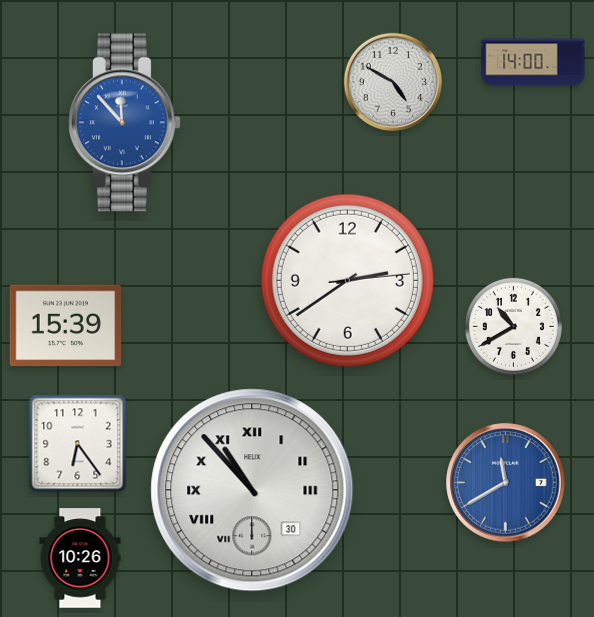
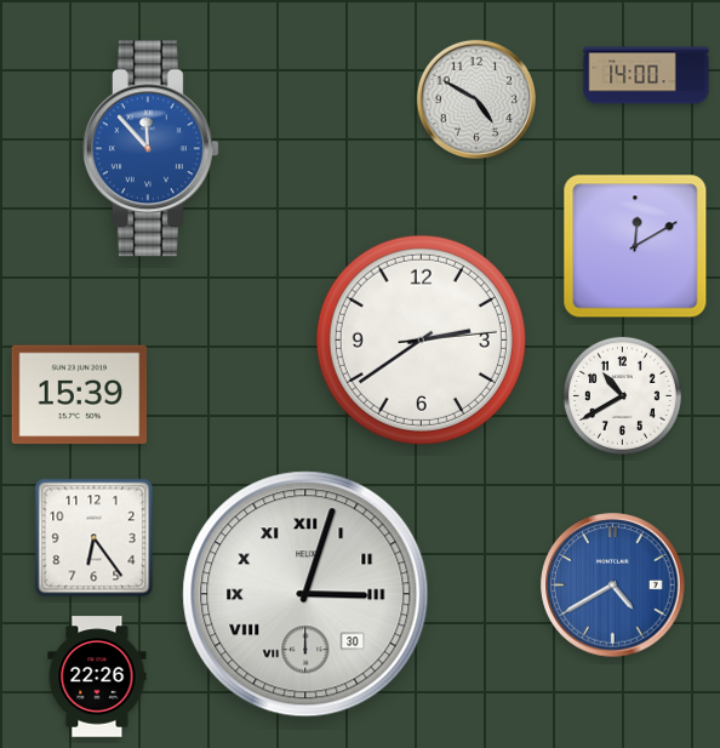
clock at (635, 246): none -> 12:10
clock at (506, 483): 11:40 -> 4:40
clock at (252, 490): 10:53 -> 3:03
clock at (80, 558): 10:26 -> 22:26
